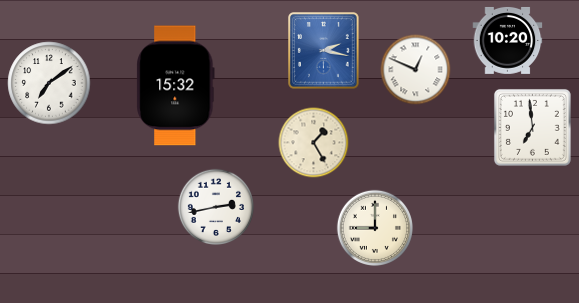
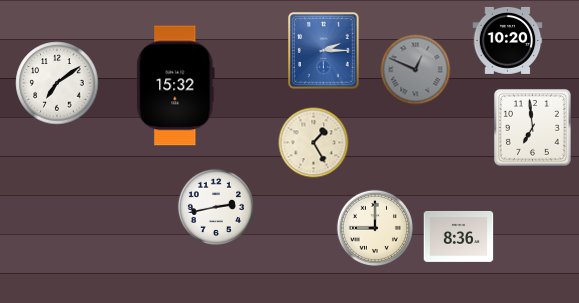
clock at (324, 51): 2:17 -> 2:15
clock at (416, 70) dial: white -> grey
clock at (49, 83) position: (49, 83) -> (57, 83)
clock at (459, 236): none -> 8:36
